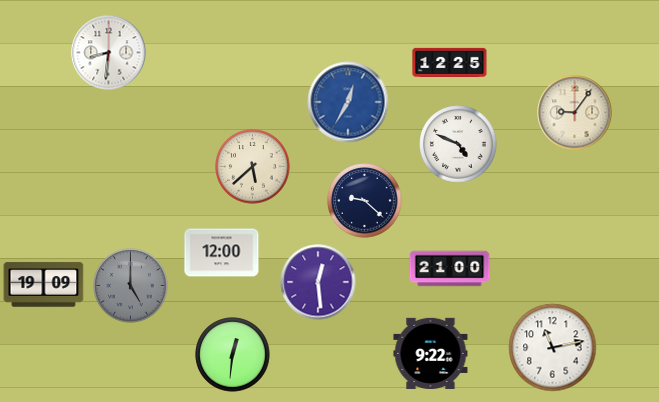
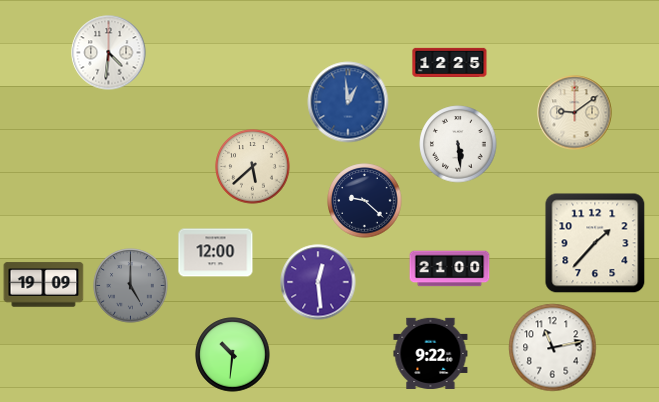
clock at (109, 53): 8:31 -> 4:31
clock at (348, 102): 12:35 -> 12:59
clock at (575, 113): 9:06 -> 9:09
clock at (458, 144): 4:49 -> 5:29
clock at (595, 243): none -> 1:37
clock at (222, 253) position: (222, 253) -> (216, 253)
clock at (233, 355): 12:31 -> 10:31
